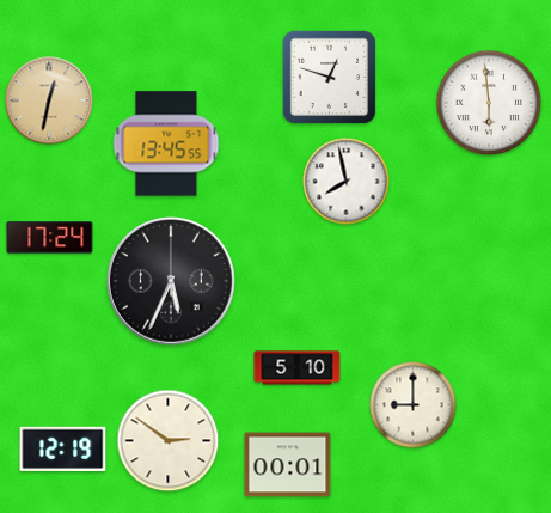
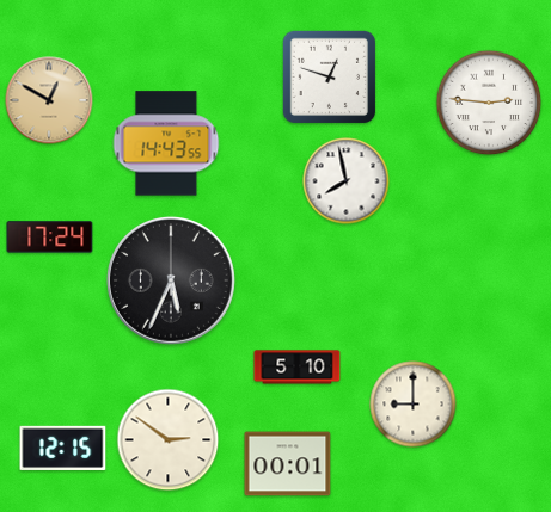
clock at (49, 100): 12:32 -> 12:50
clock at (489, 103): 5:59 -> 2:46
clock at (166, 143): 13:45 -> 14:43
clock at (63, 448): 12:19 -> 12:15
